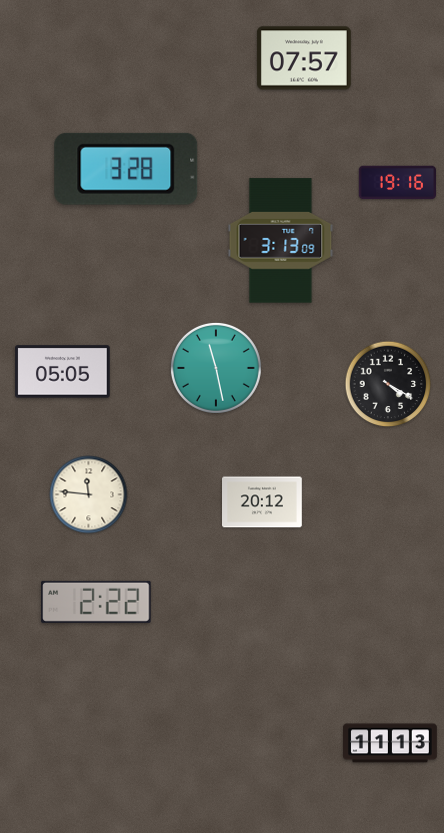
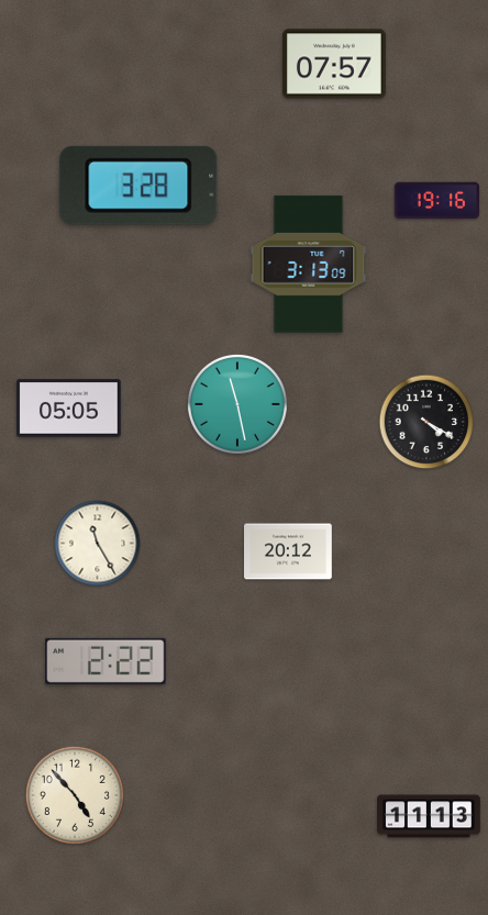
clock at (89, 495): 11:46 -> 11:25
clock at (75, 795): none -> 4:53
